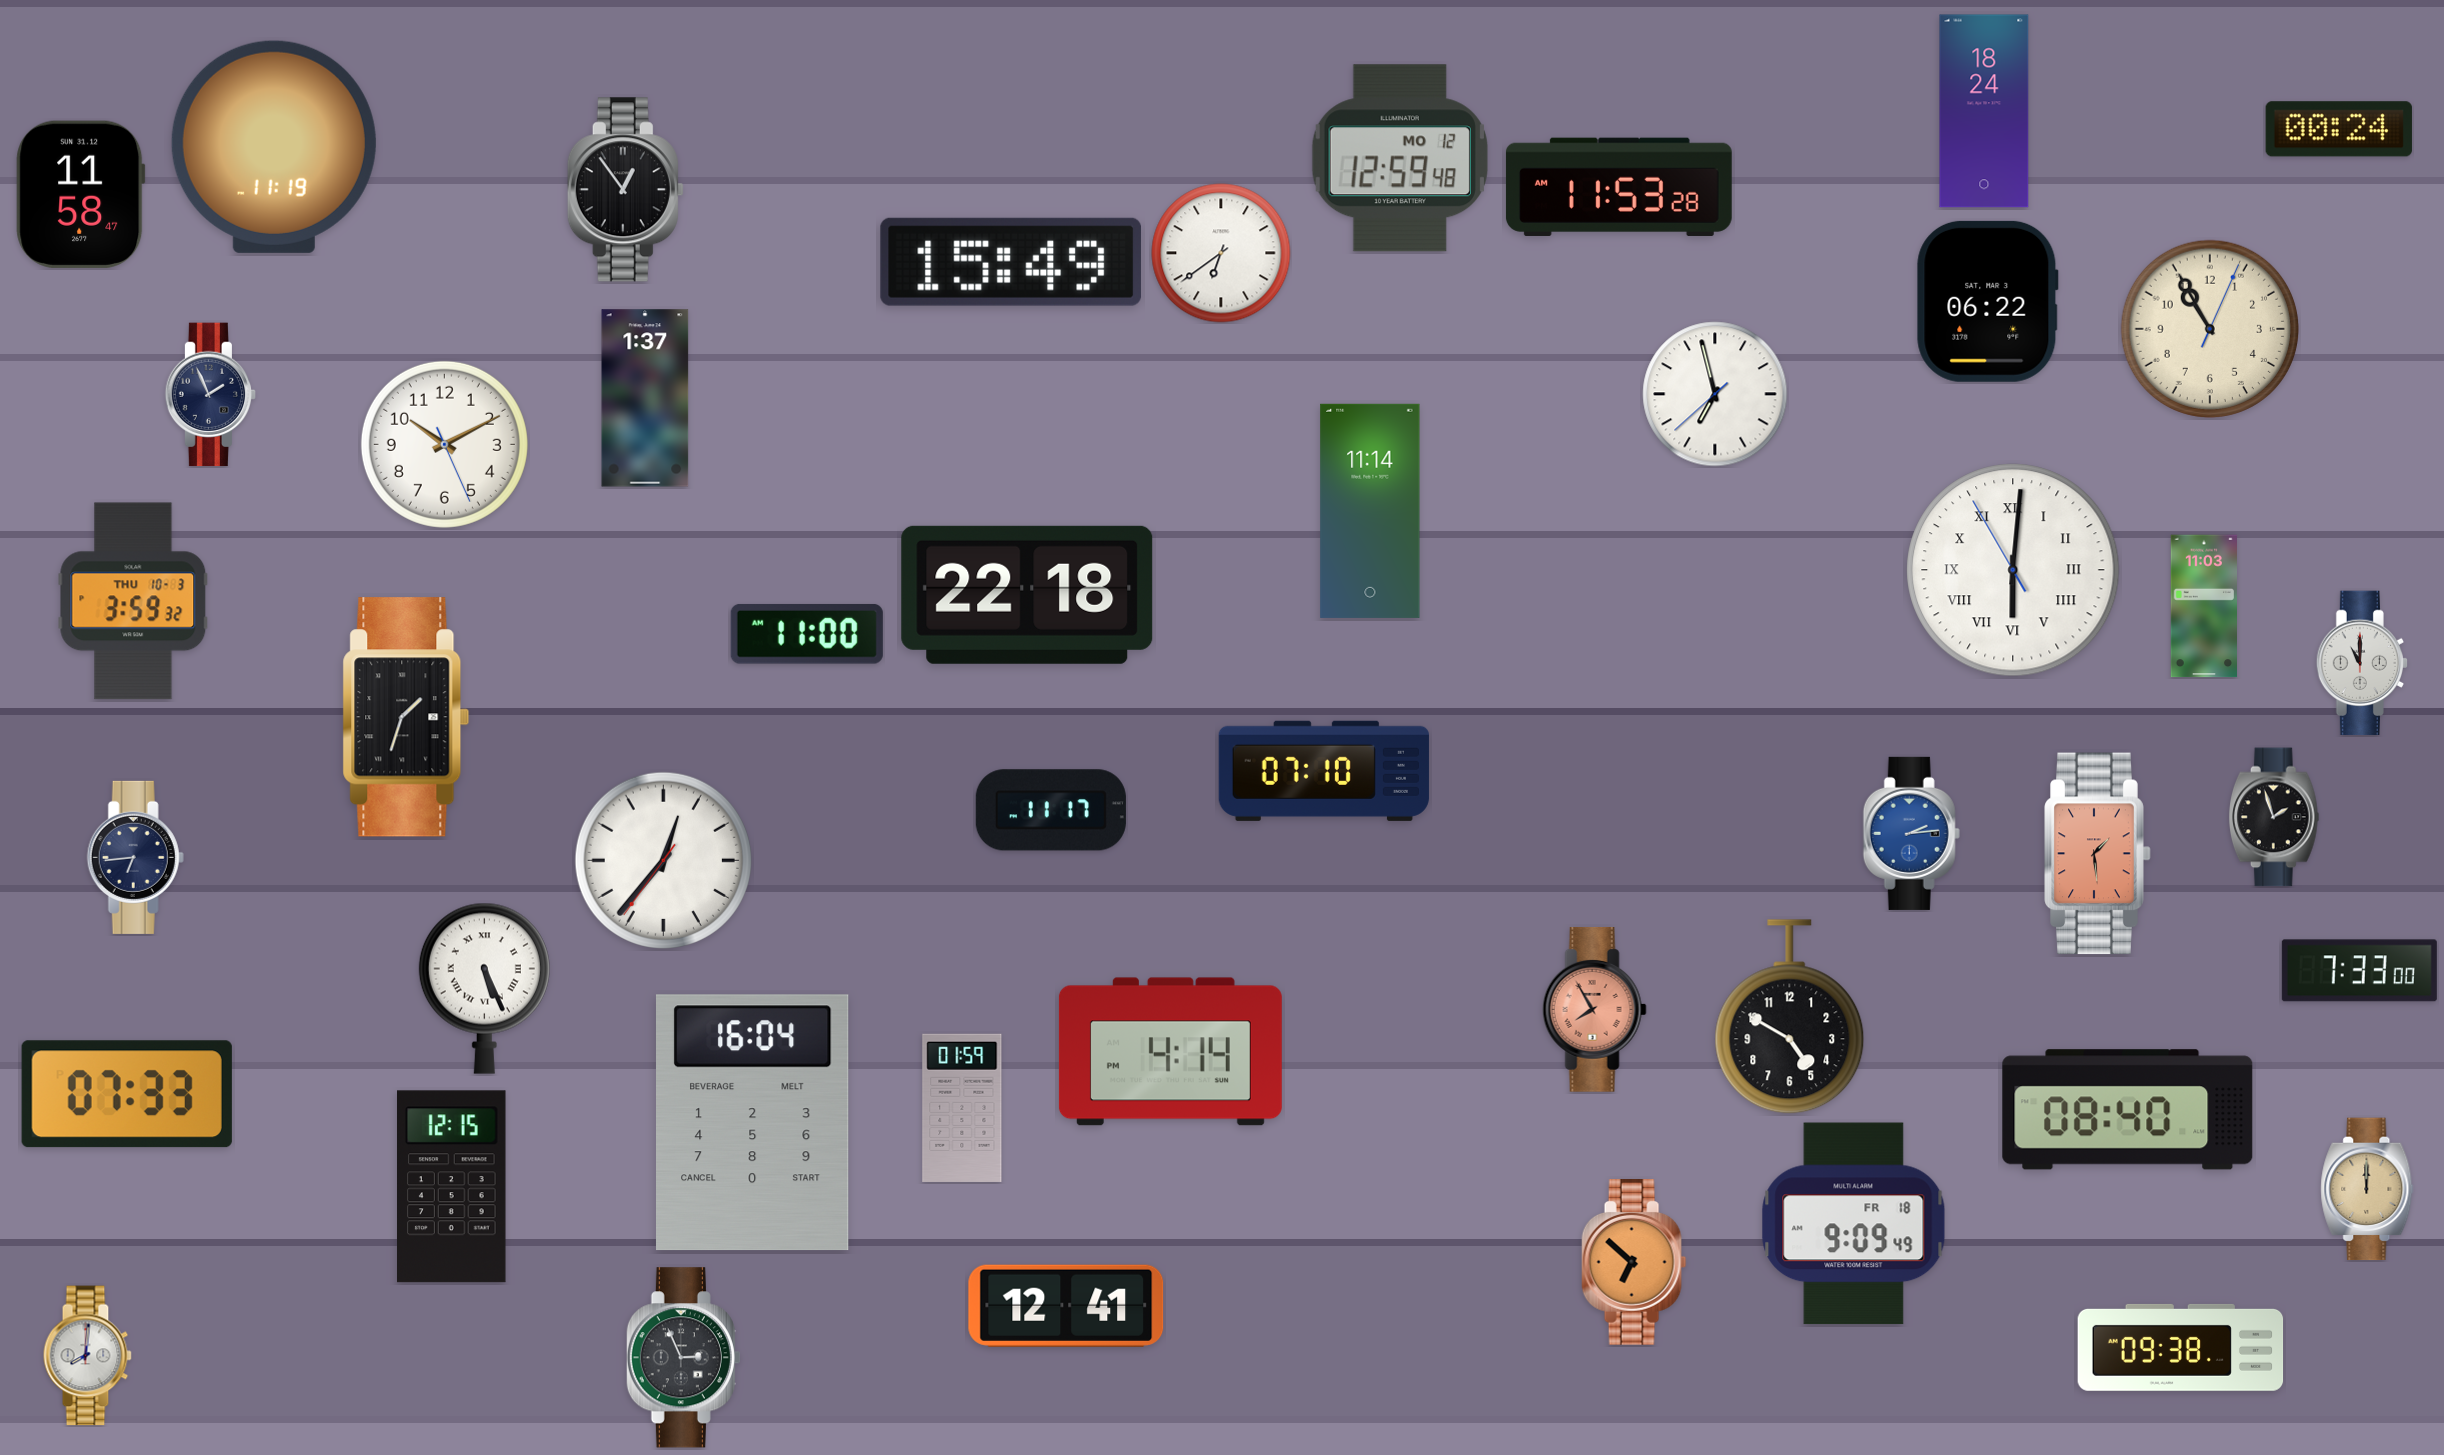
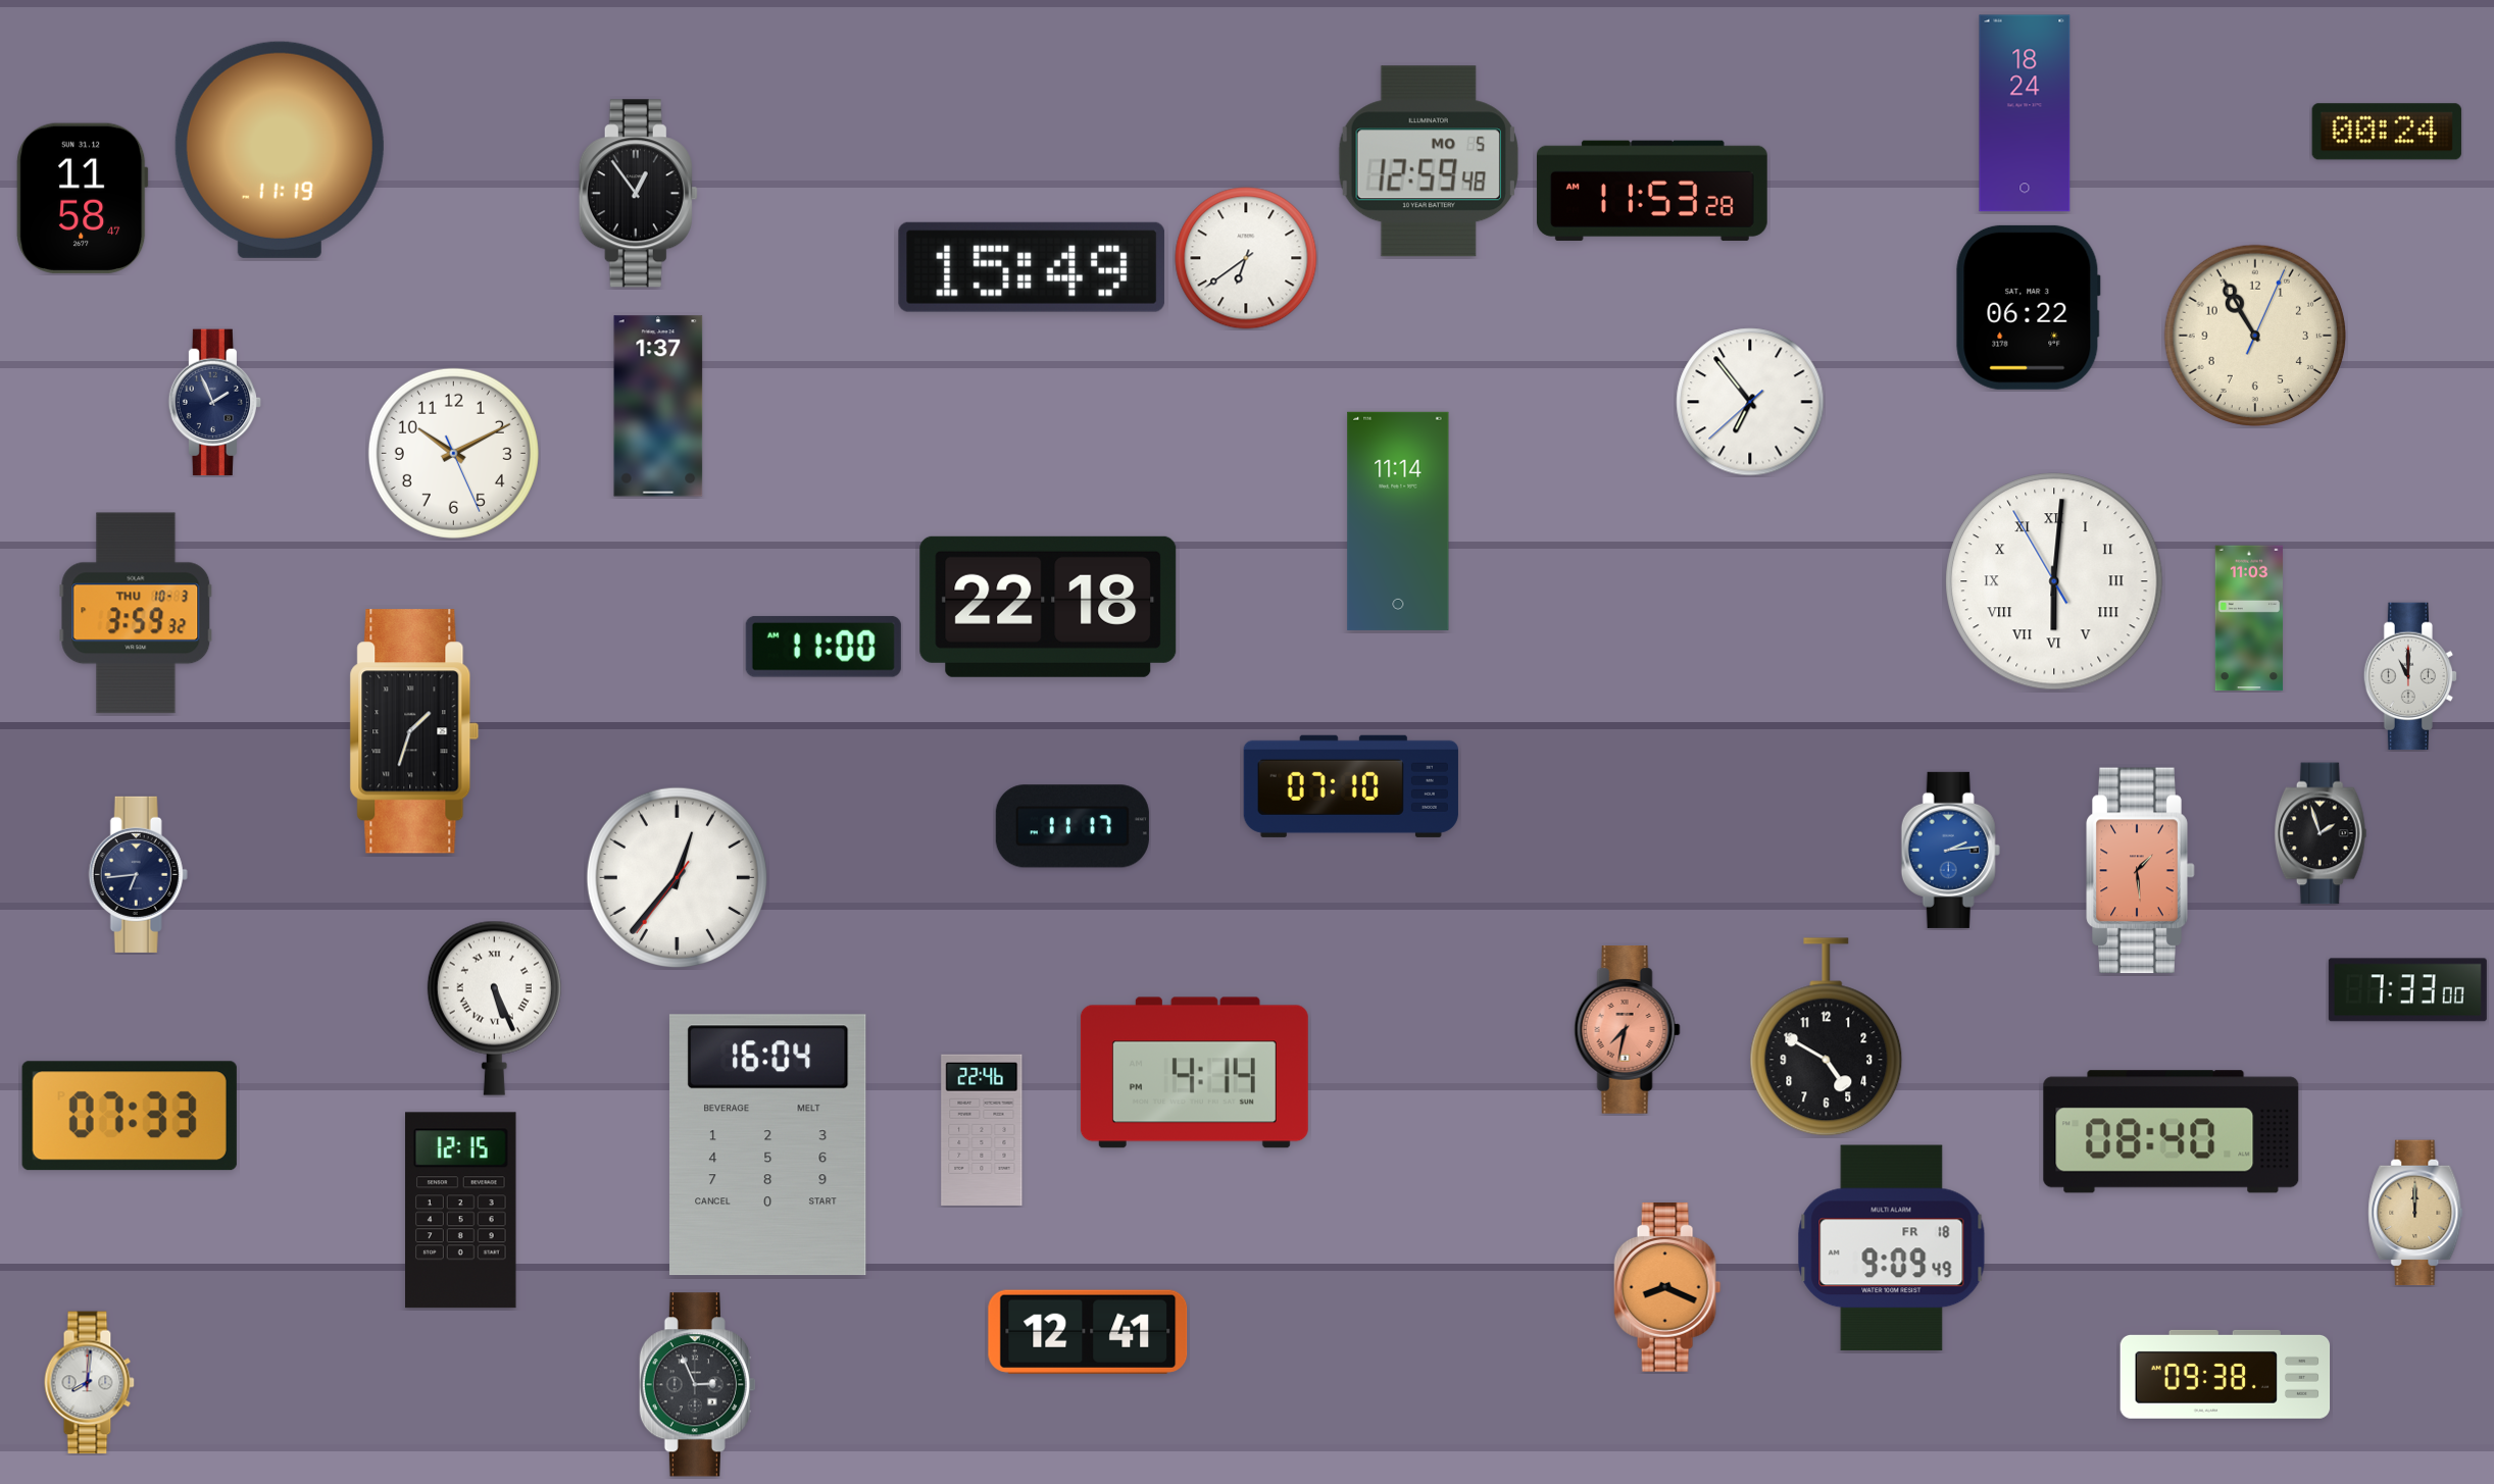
clock at (1400, 158) date: MO 12 -> MO 5
clock at (1715, 394): 6:57 -> 6:53
clock at (1594, 1010): 7:55 -> 7:32
clock at (962, 1108): 01:59 -> 22:46
clock at (1634, 1263): 6:52 -> 8:19
